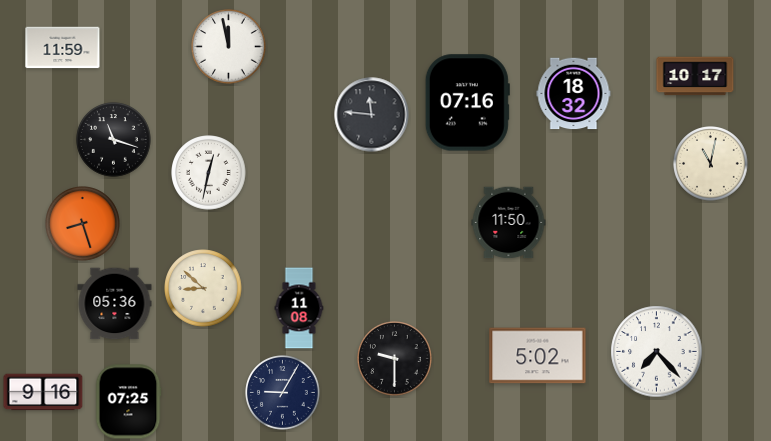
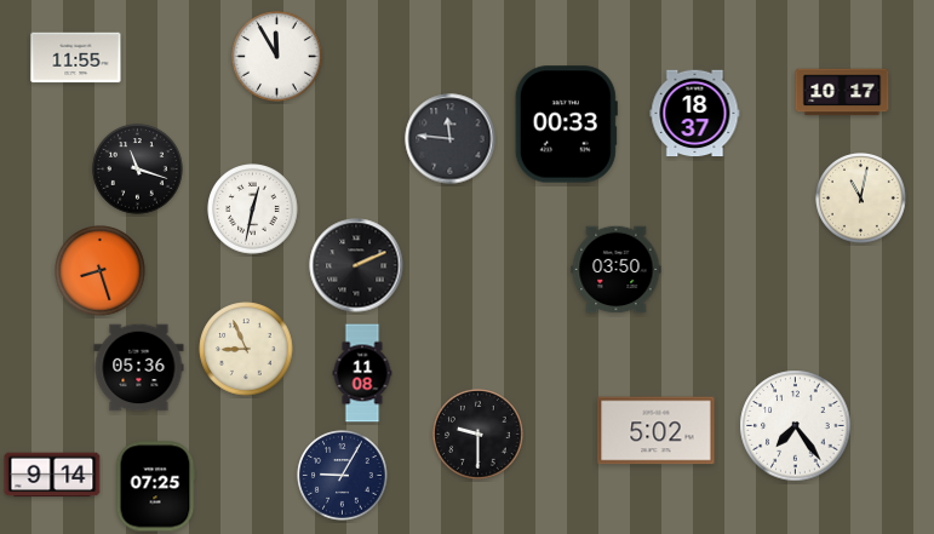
clock at (229, 47): 11:58 -> 11:55
clock at (63, 48): 11:59 -> 11:55
clock at (574, 94): 18:32 -> 18:37
clock at (467, 103): 07:16 -> 00:33
clock at (356, 265): none -> 2:11
clock at (509, 223): 11:50 -> 03:50
clock at (203, 288): 8:52 -> 8:56
clock at (657, 352): 7:23 -> 7:24
clock at (538, 356) position: (538, 356) -> (657, 431)
clock at (43, 392): 9:16 -> 9:14
